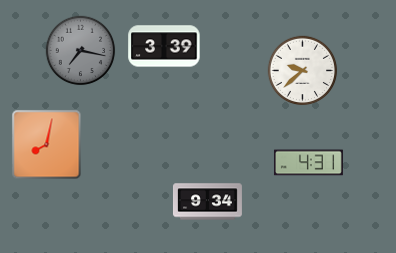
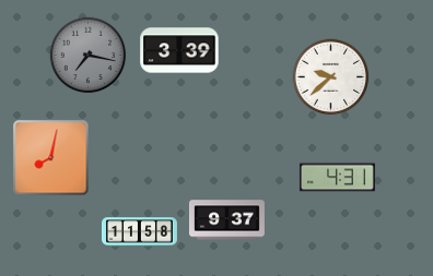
clock at (207, 202): 9:34 -> 9:37
clock at (139, 232): none -> 11:58
